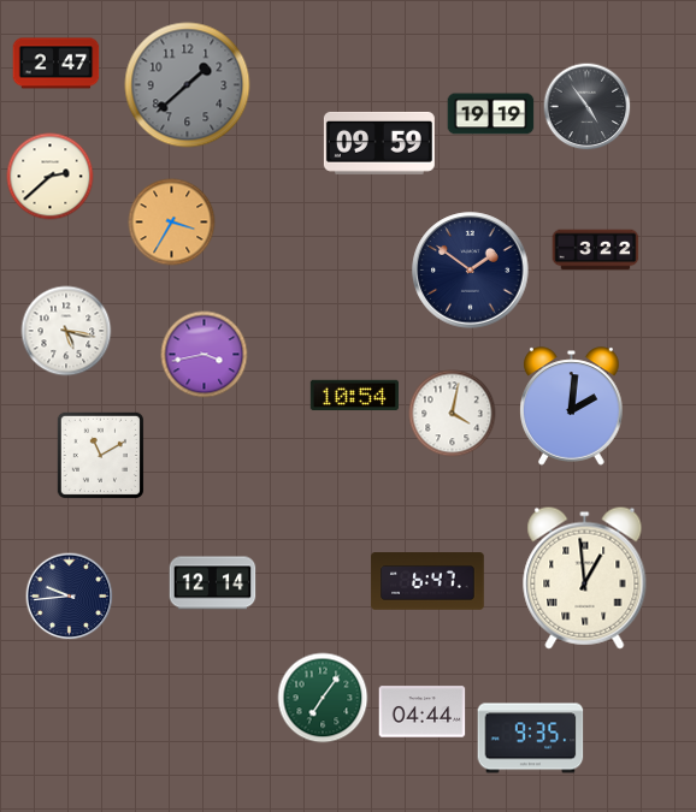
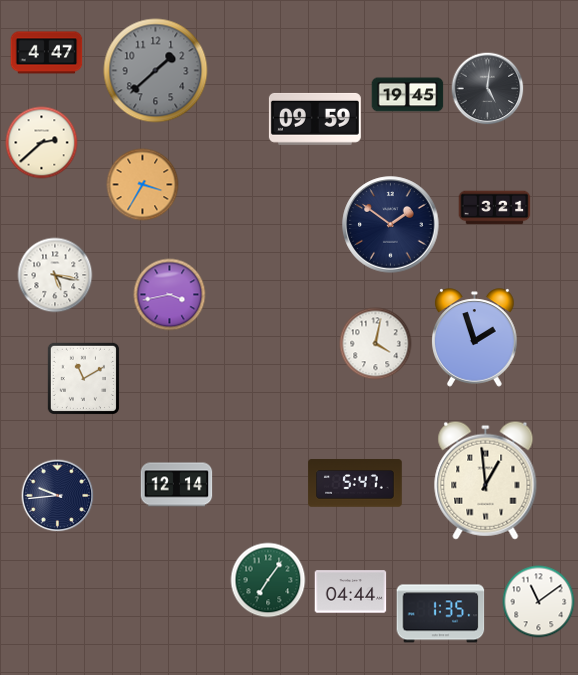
clock at (57, 64): 2:47 -> 4:47
clock at (588, 107): 4:54 -> 5:01
clock at (491, 114): 19:19 -> 19:45
clock at (51, 177) position: (51, 177) -> (42, 143)
clock at (596, 250): 3:22 -> 3:21
clock at (354, 396): 10:54 -> none
clock at (572, 407): 2:01 -> 1:57
clock at (427, 581): 6:47 -> 5:47
clock at (539, 602): none -> 11:09
clock at (531, 739): 9:35 -> 1:35
